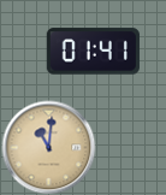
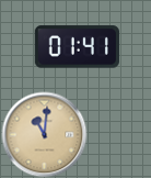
clock at (93, 52) position: (93, 52) -> (77, 47)
